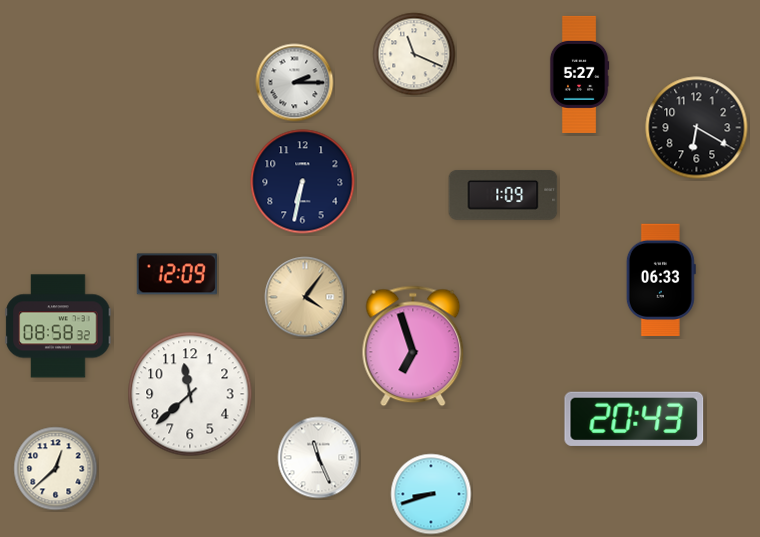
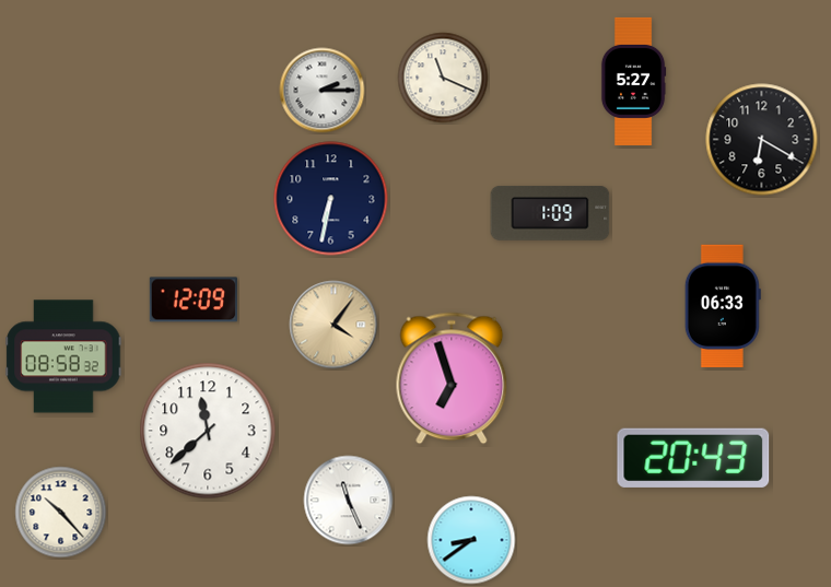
clock at (414, 54) position: (414, 54) -> (443, 78)
clock at (56, 469): 12:38 -> 10:23
clock at (431, 494): 8:42 -> 8:39
